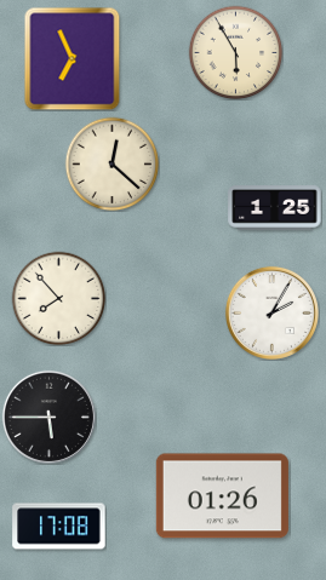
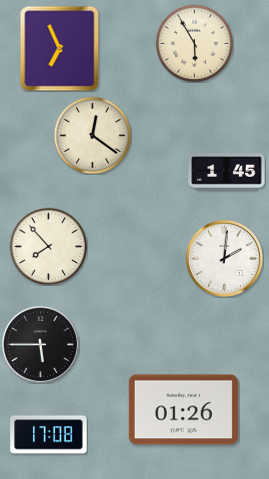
clock at (111, 163): 12:22 -> 12:21
clock at (275, 208): 1:25 -> 1:45
clock at (271, 312): 2:05 -> 2:01
